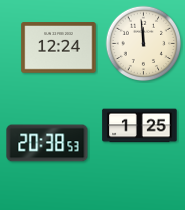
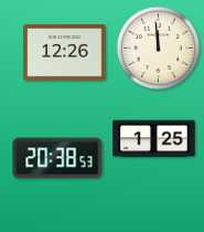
clock at (59, 48): 12:24 -> 12:26
clock at (47, 143) position: (47, 143) -> (57, 158)
